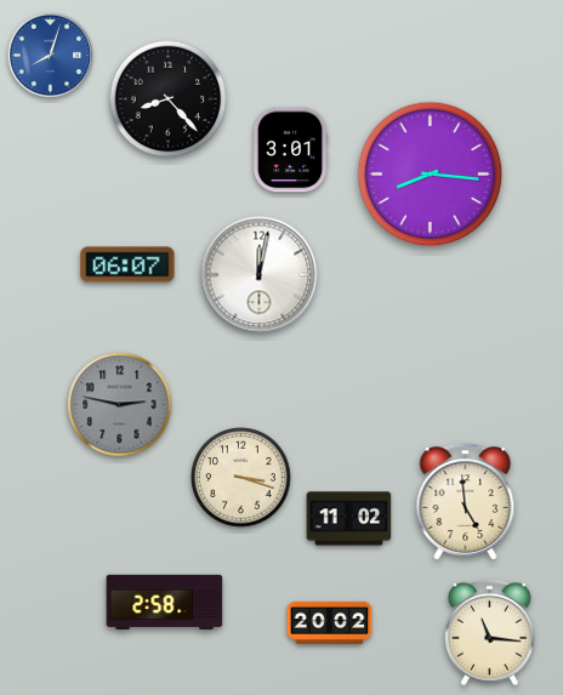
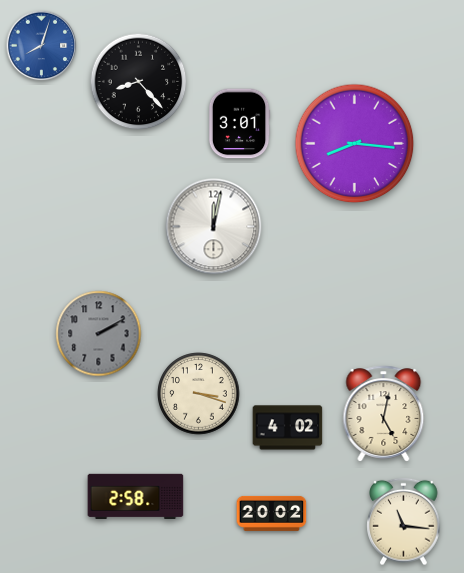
clock at (127, 264): 06:07 -> none
clock at (120, 405): 2:47 -> 2:10
clock at (466, 502): 4:59 -> 5:02
clock at (349, 519): 11:02 -> 4:02
